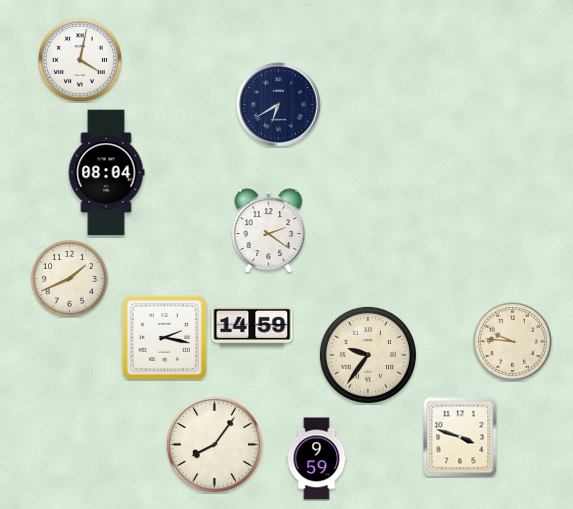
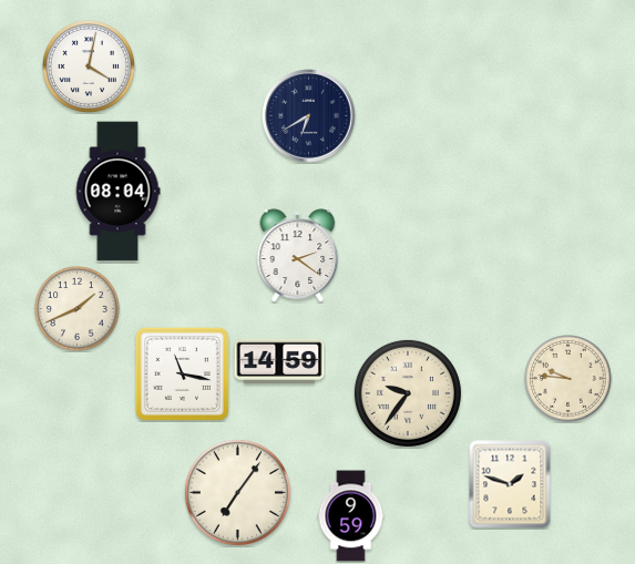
clock at (164, 337): 2:17 -> 11:17
clock at (460, 437): 3:48 -> 1:48
clock at (214, 444): 8:06 -> 7:06
clock at (317, 459) position: (317, 459) -> (351, 516)
